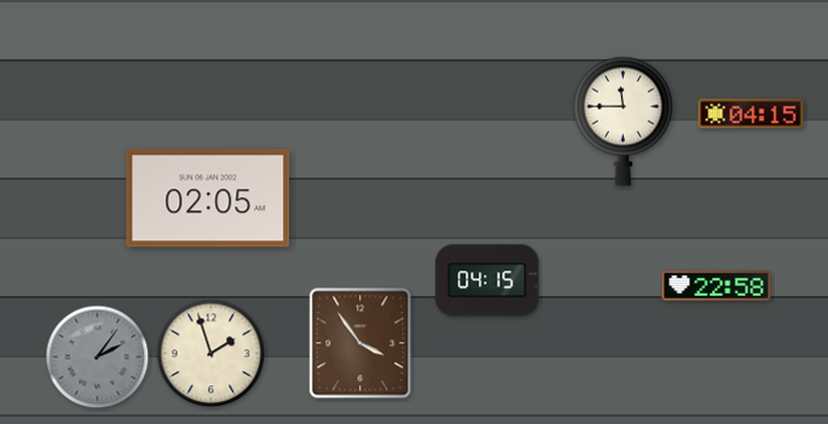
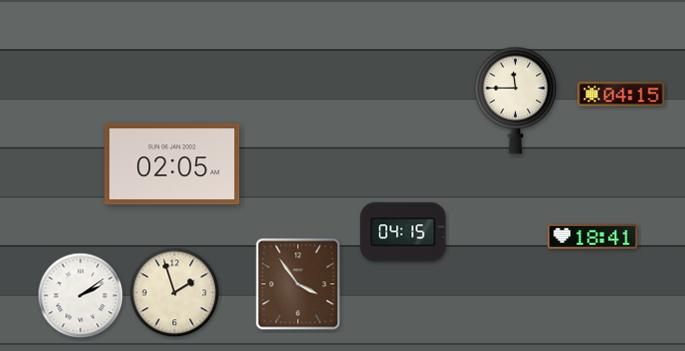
clock at (717, 286): 22:58 -> 18:41
clock at (98, 358): 2:06 -> 2:09
clock at (98, 358) dial: grey -> white
